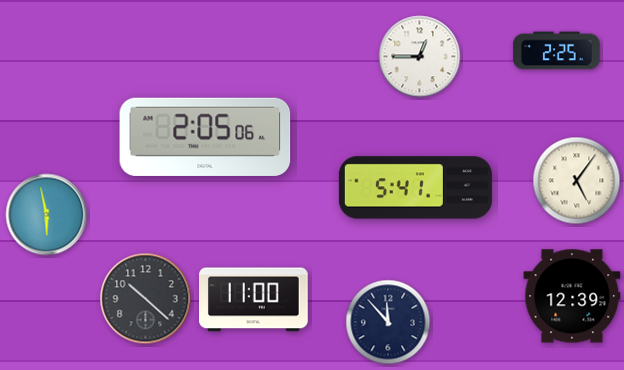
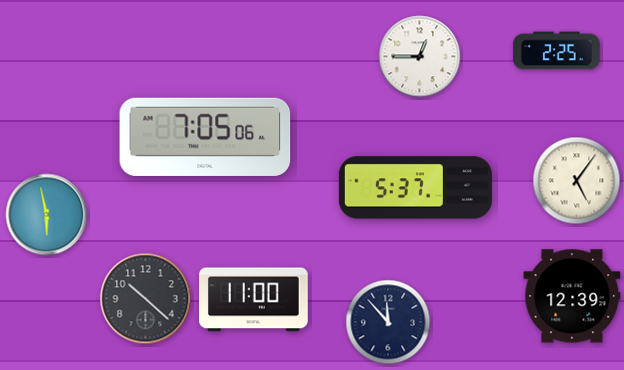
clock at (205, 137): 2:05 -> 7:05
clock at (415, 188): 5:41 -> 5:37
